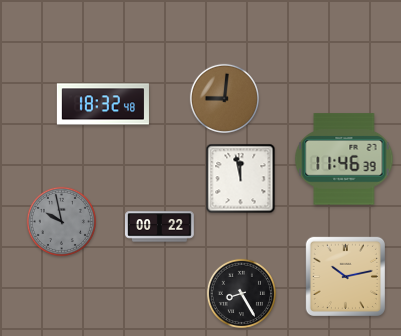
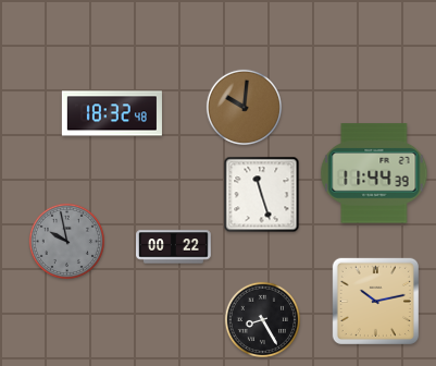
clock at (224, 98): 9:01 -> 10:01
clock at (344, 159): 11:46 -> 11:44
clock at (241, 179): 11:58 -> 11:27
